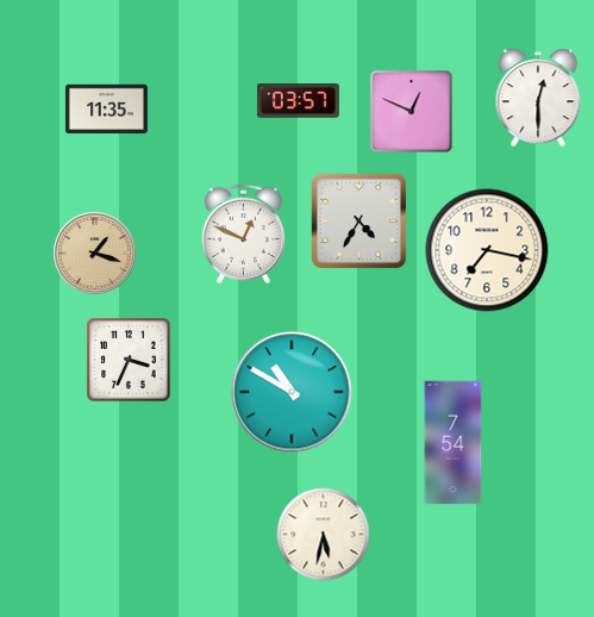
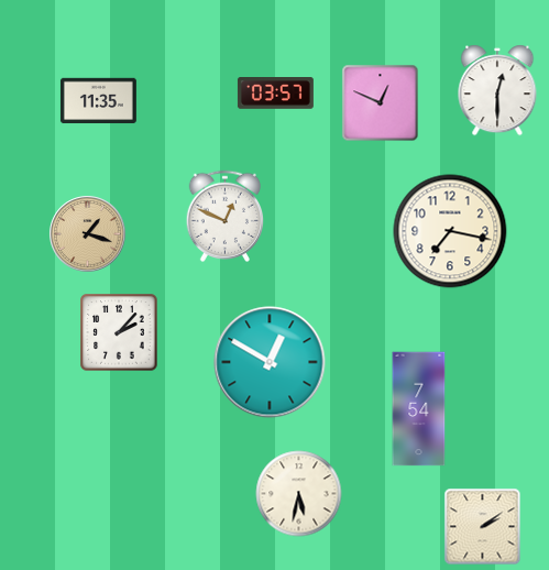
clock at (359, 222): 4:35 -> none
clock at (129, 360): 3:34 -> 2:07
clock at (292, 392): 10:50 -> 12:50
clock at (483, 527): none -> 2:09
